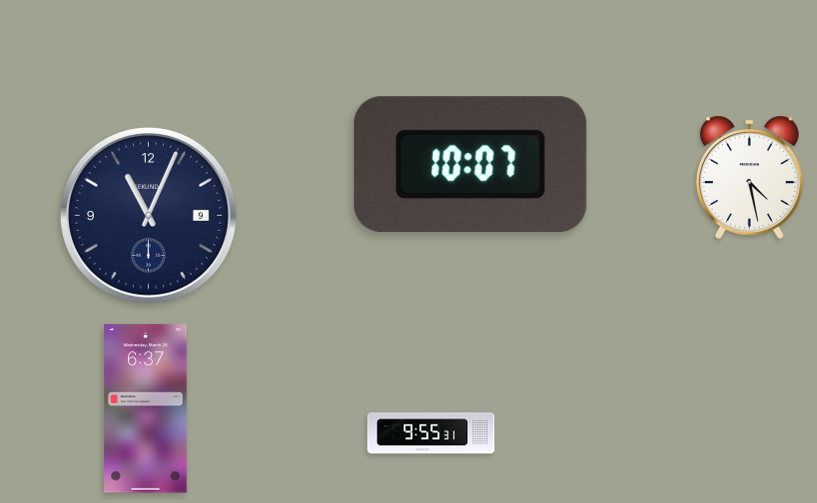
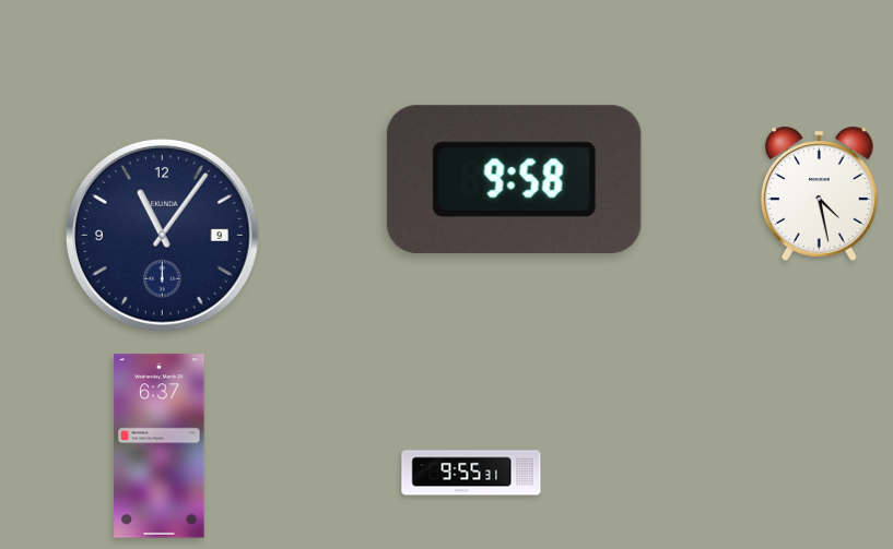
clock at (470, 164): 10:07 -> 9:58
clock at (148, 215): 11:04 -> 11:06
